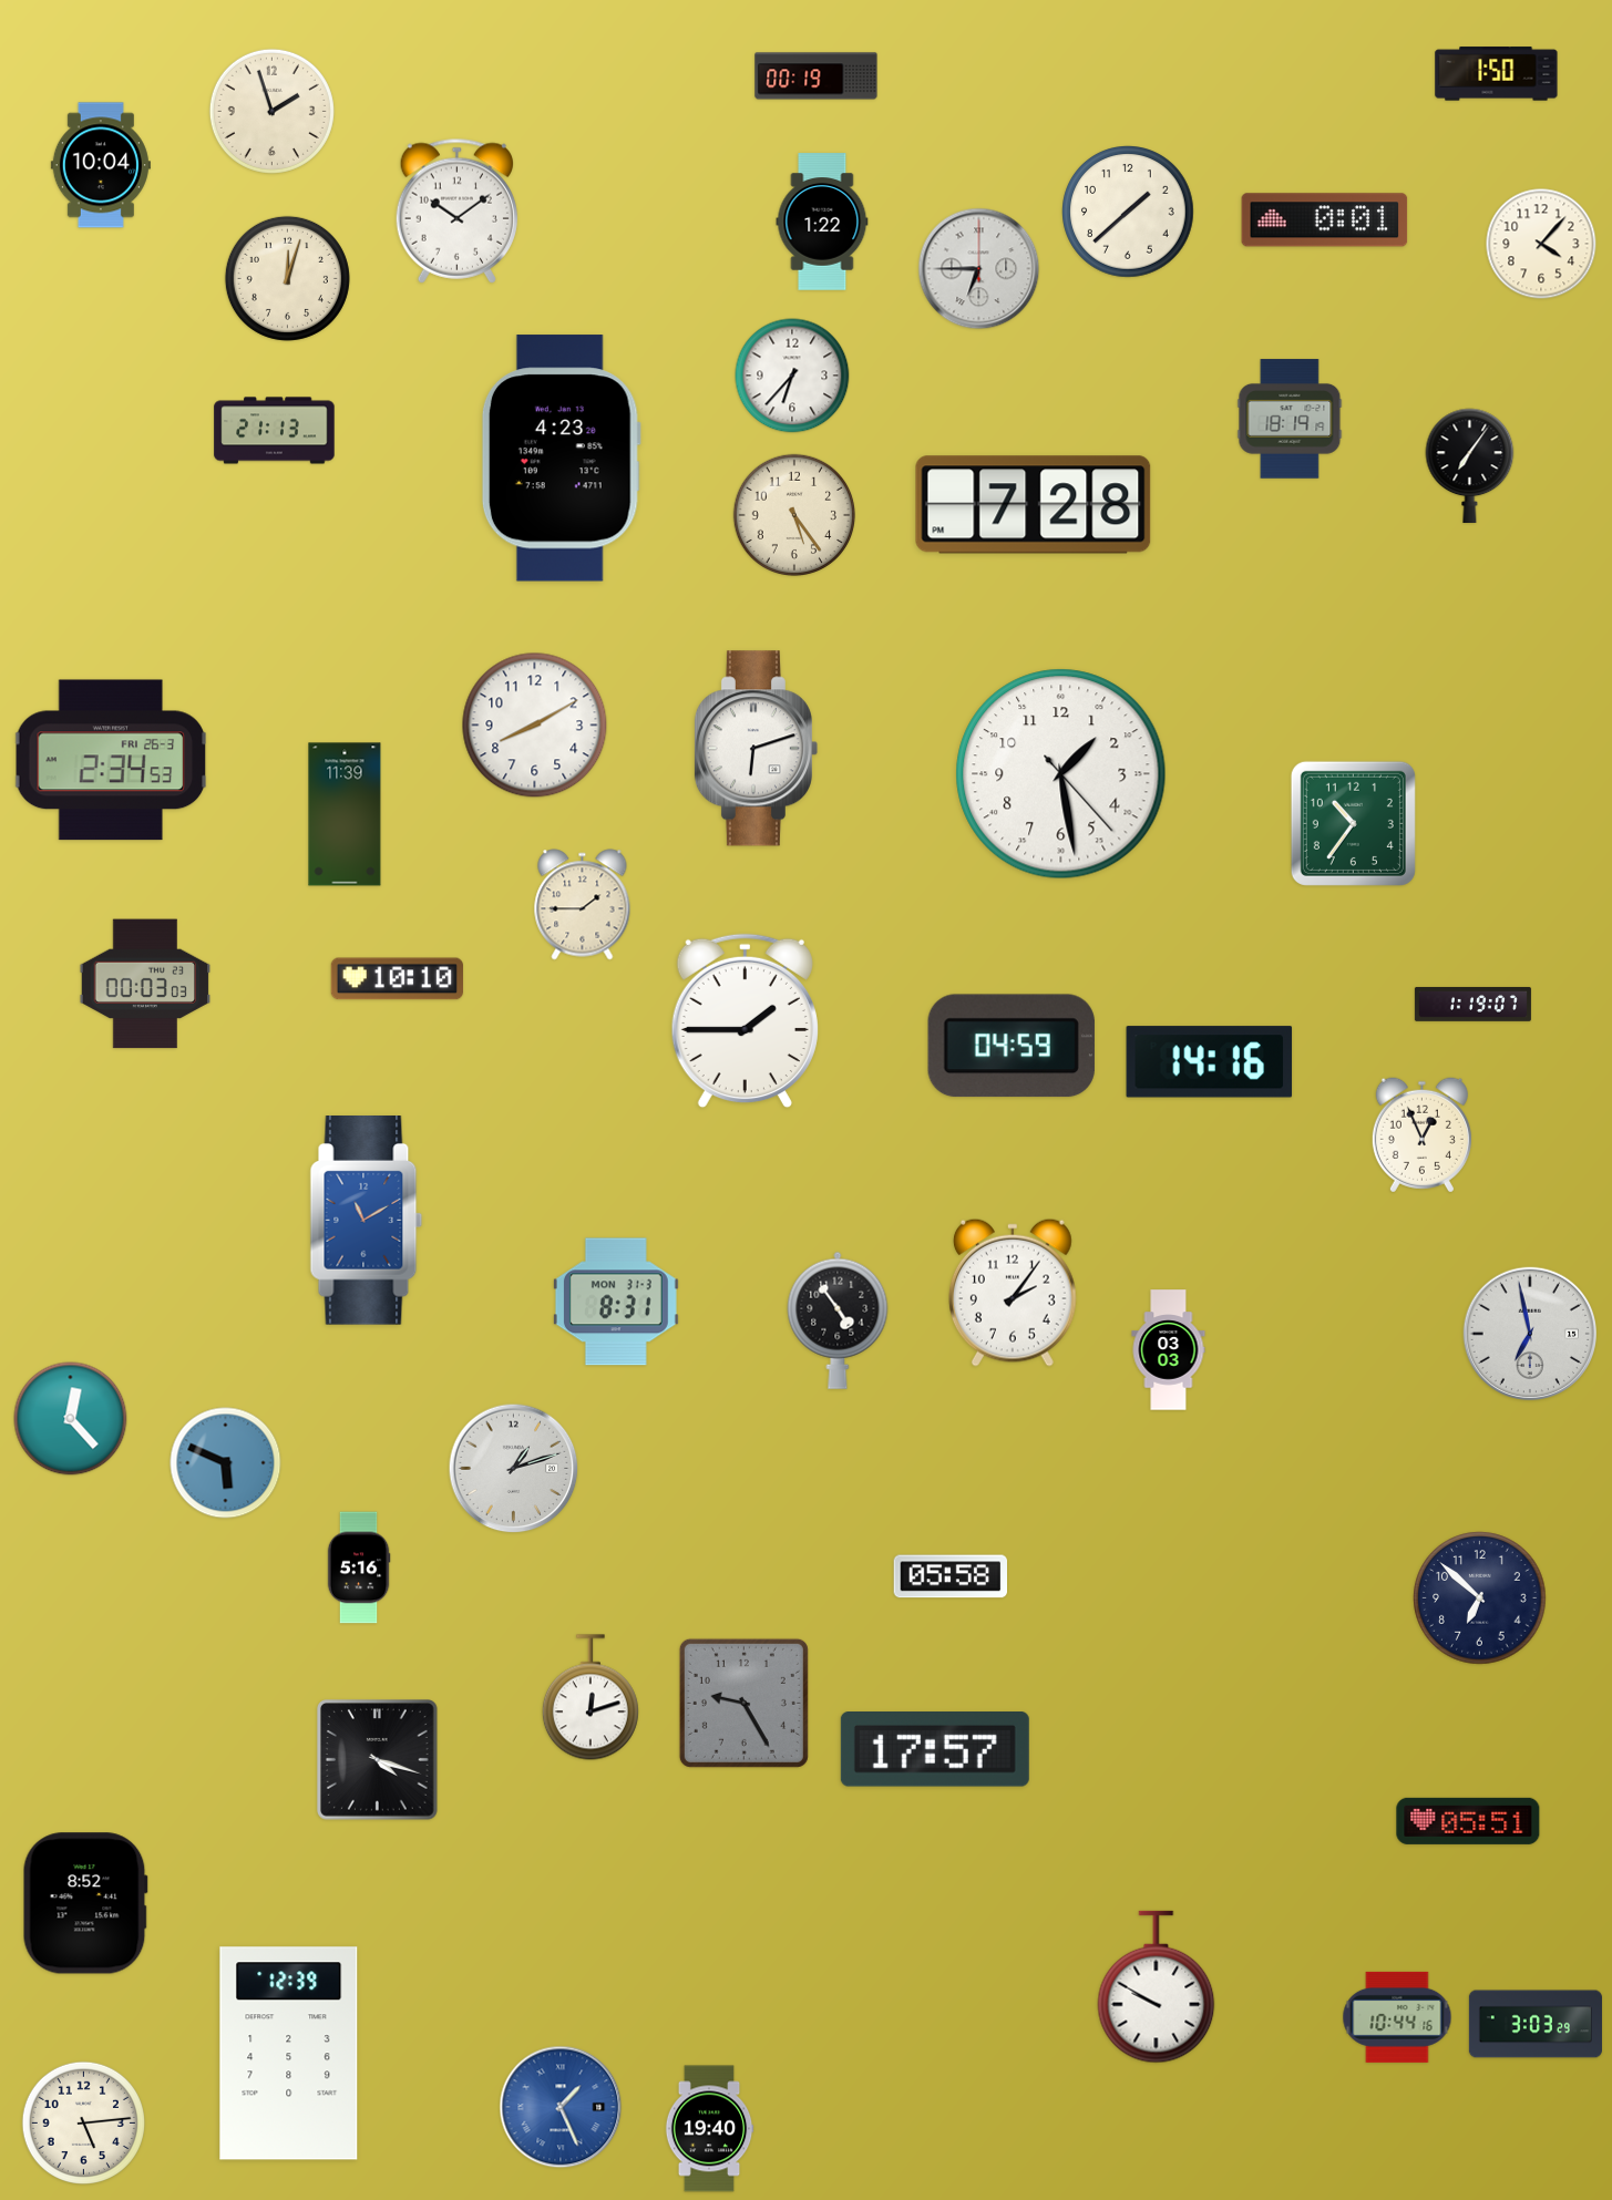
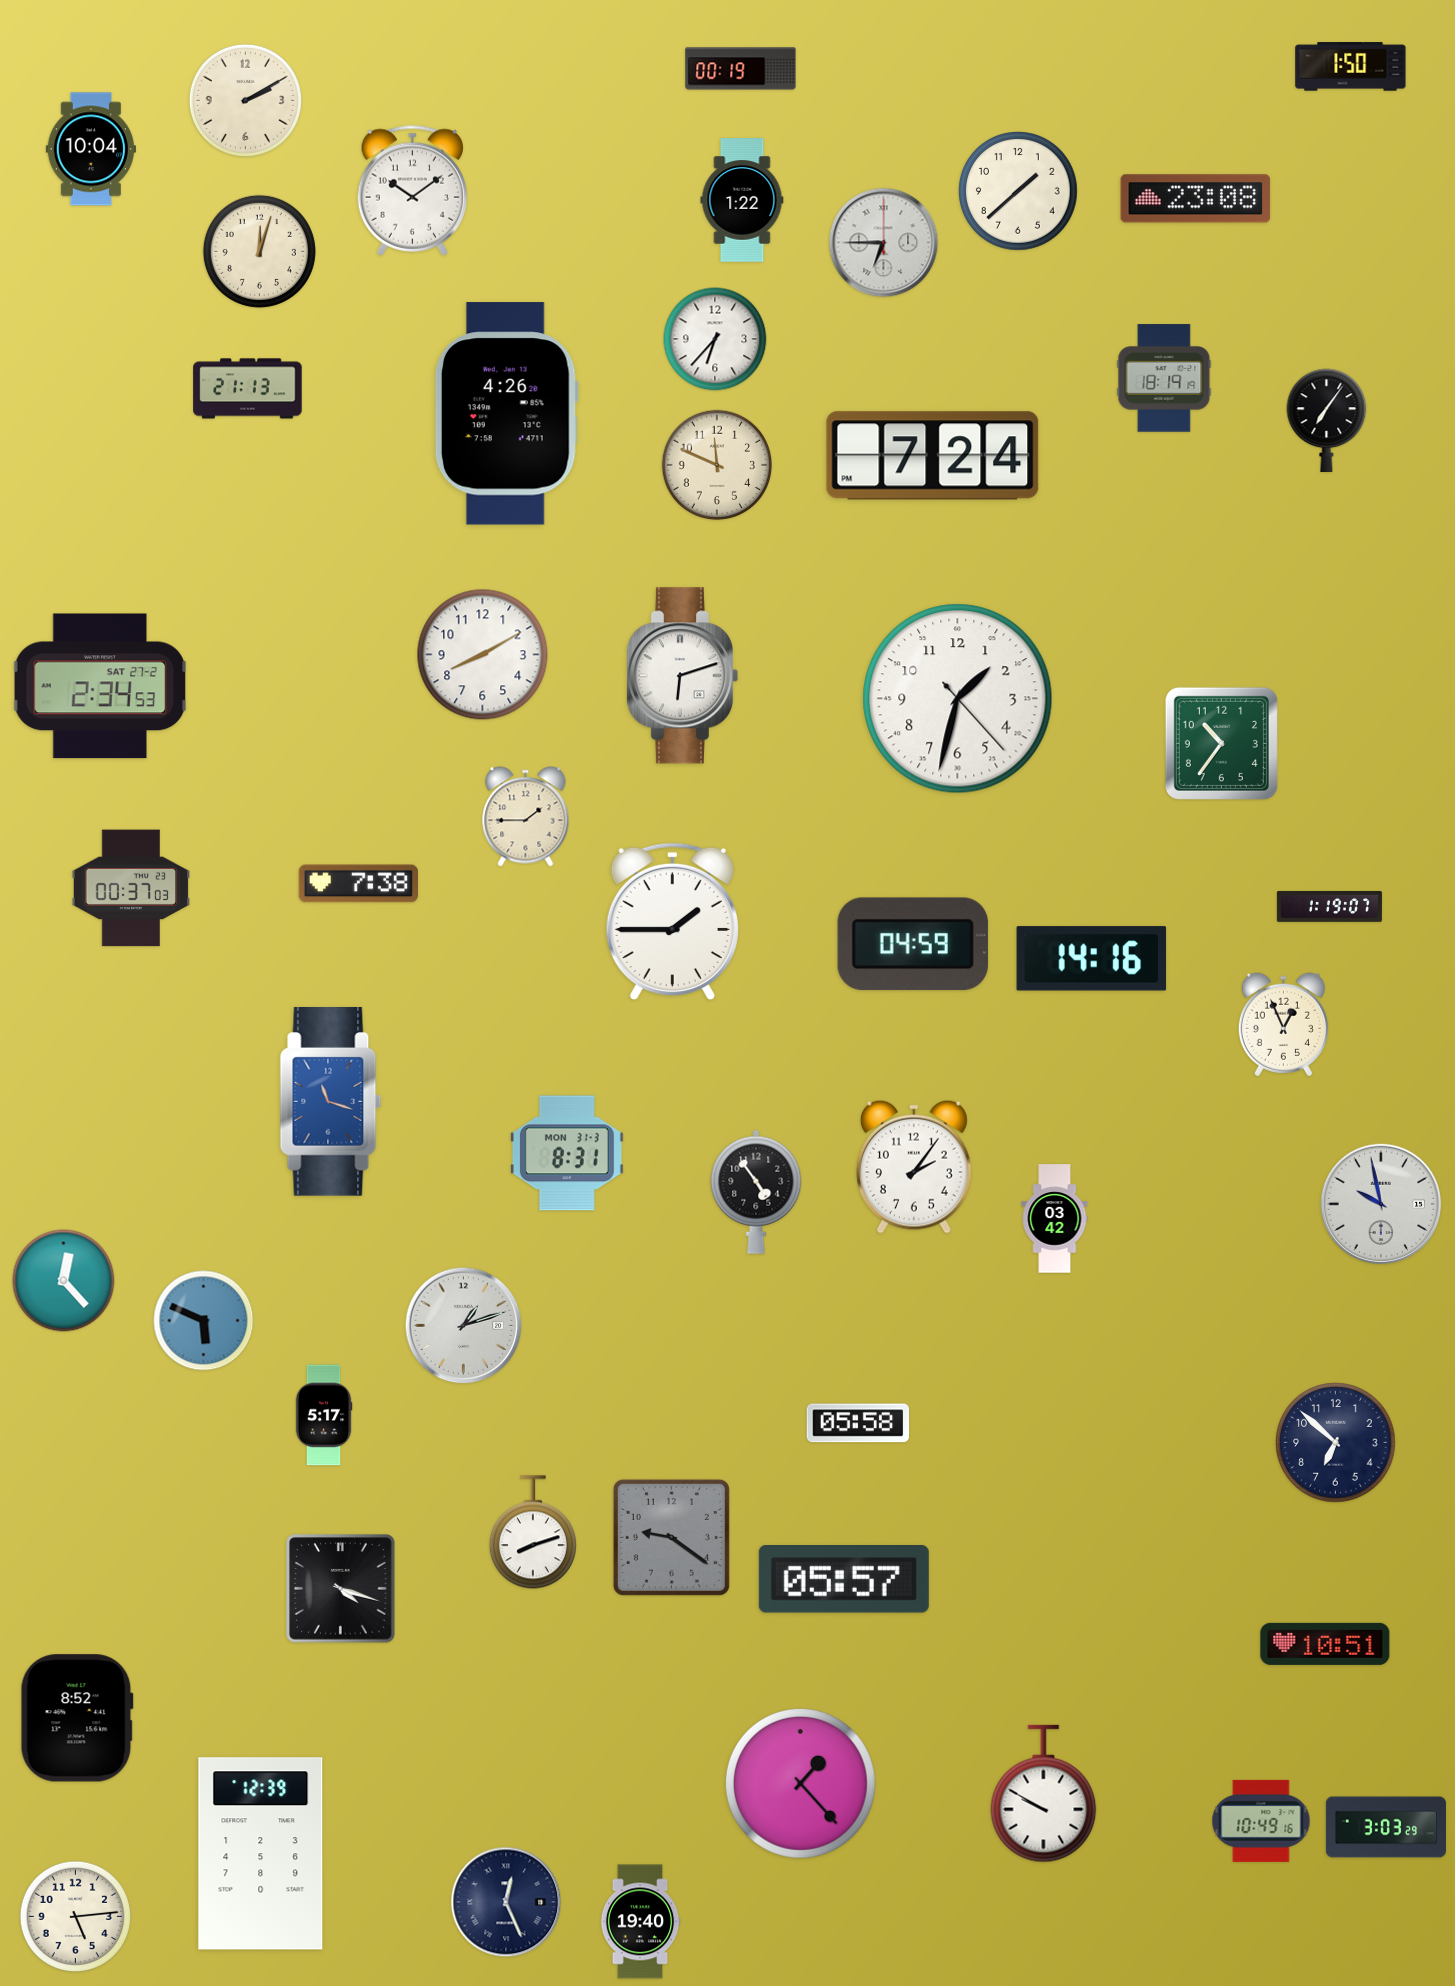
clock at (817, 76) position: (817, 76) -> (741, 69)
clock at (271, 111): 1:57 -> 2:10
clock at (1325, 220): 0:01 -> 23:08
clock at (1541, 244): 4:07 -> none
clock at (561, 459): 4:23 -> 4:26
clock at (1034, 505): 7:28 -> 7:24
clock at (793, 514): 5:24 -> 11:49
clock at (111, 760) date: FRI 26-3 -> SAT 27-2
clock at (1061, 774): 1:28 -> 1:32
clock at (345, 814): 11:39 -> none
clock at (397, 979): 10:10 -> 7:38
clock at (145, 984): 00:03 -> 00:37
clock at (367, 1221): 11:10 -> 11:18
clock at (616, 1302) position: (616, 1302) -> (567, 1153)
clock at (1529, 1333): 6:58 -> 9:58
clock at (1169, 1350): 03:03 -> 03:42
clock at (359, 1567): 5:16 -> 5:17
clock at (591, 1697): 12:12 -> 8:12
clock at (743, 1703): 9:25 -> 9:21
clock at (935, 1749): 17:57 -> 05:57
clock at (1468, 1821): 05:51 -> 10:51
clock at (800, 1783): none -> 1:23
clock at (1397, 2017): 10:44 -> 10:49
clock at (561, 2107): 1:26 -> 12:26
clock at (561, 2107) dial: blue -> navy
